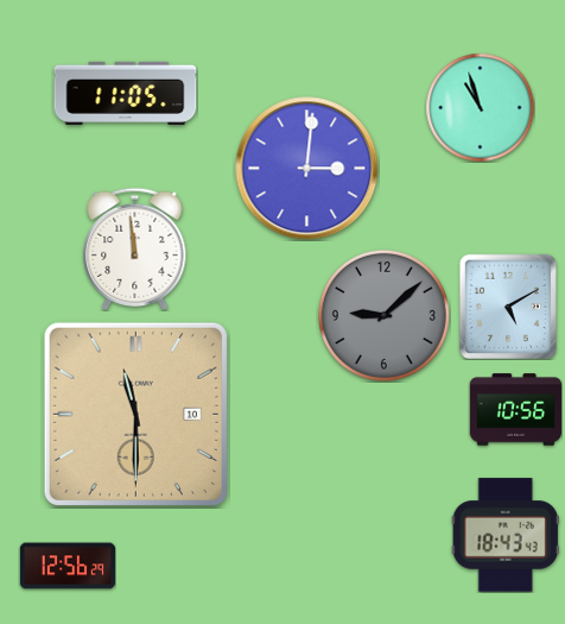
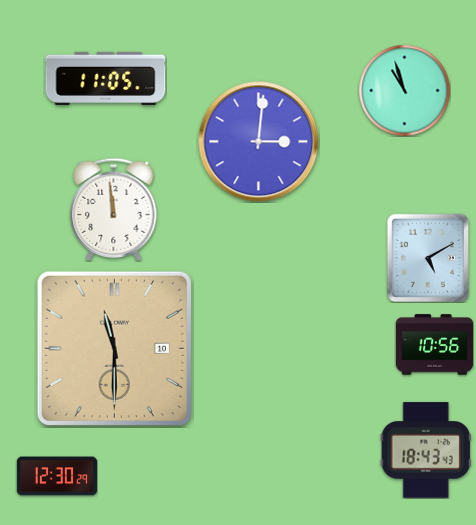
clock at (383, 315): 9:08 -> none
clock at (68, 566): 12:56 -> 12:30
